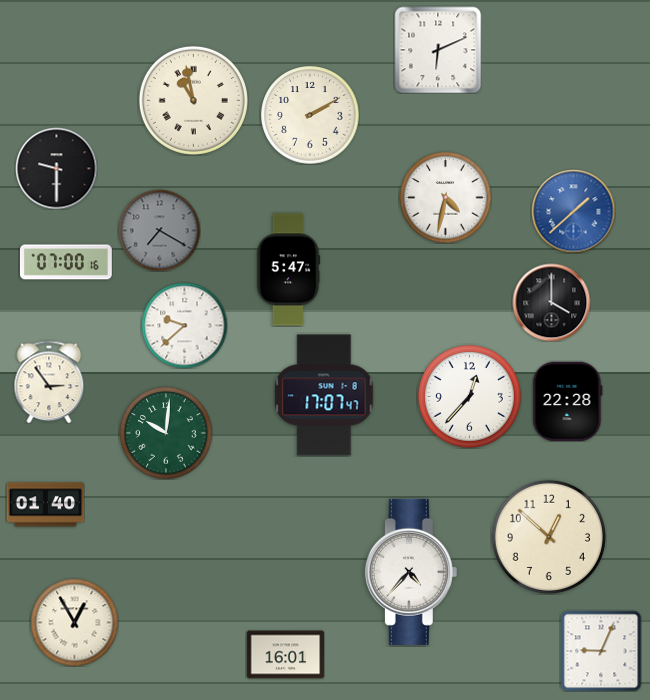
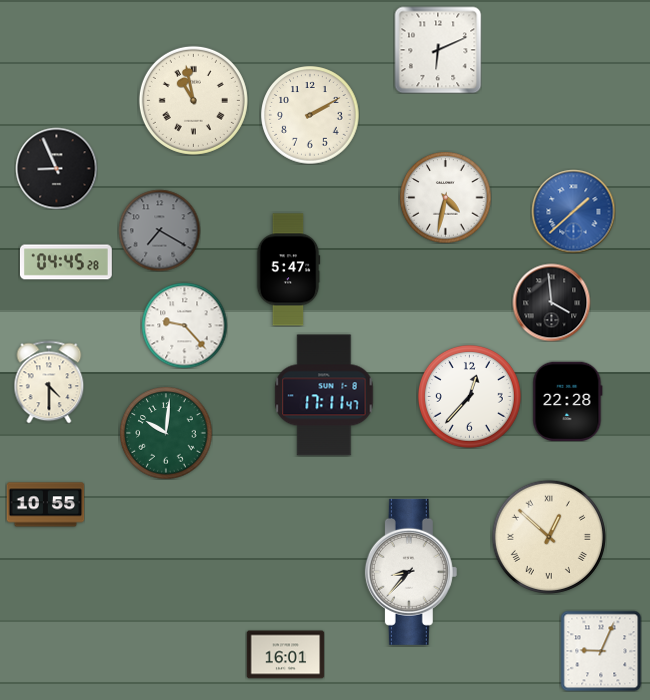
clock at (56, 168): 9:30 -> 8:56
clock at (66, 262): 07:00 -> 04:45
clock at (551, 302): 4:00 -> 3:59
clock at (184, 325): 9:38 -> 9:23
clock at (49, 382): 2:54 -> 4:30
clock at (324, 395): 17:07 -> 17:11
clock at (45, 505): 01:40 -> 10:55
clock at (549, 537) numerals: Arabic -> Roman
clock at (411, 572): 4:37 -> 8:37
clock at (74, 622): 12:55 -> none
